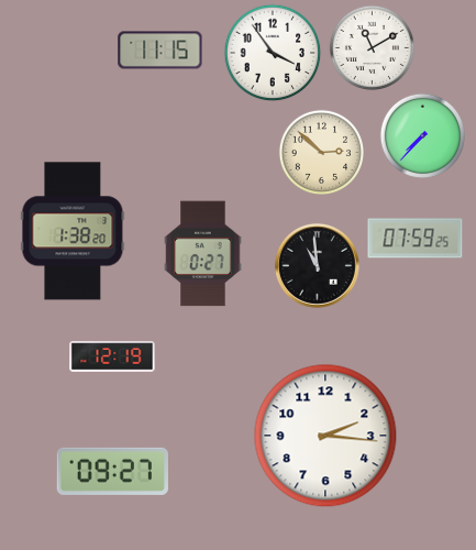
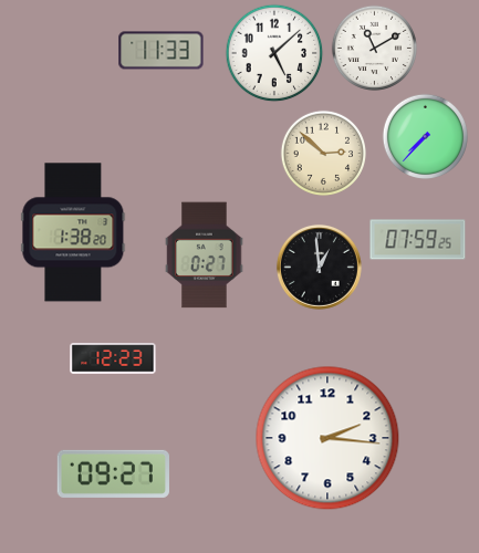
clock at (160, 51): 11:15 -> 11:33
clock at (273, 53): 3:54 -> 5:08
clock at (317, 265): 10:59 -> 12:59
clock at (112, 356): 12:19 -> 12:23
